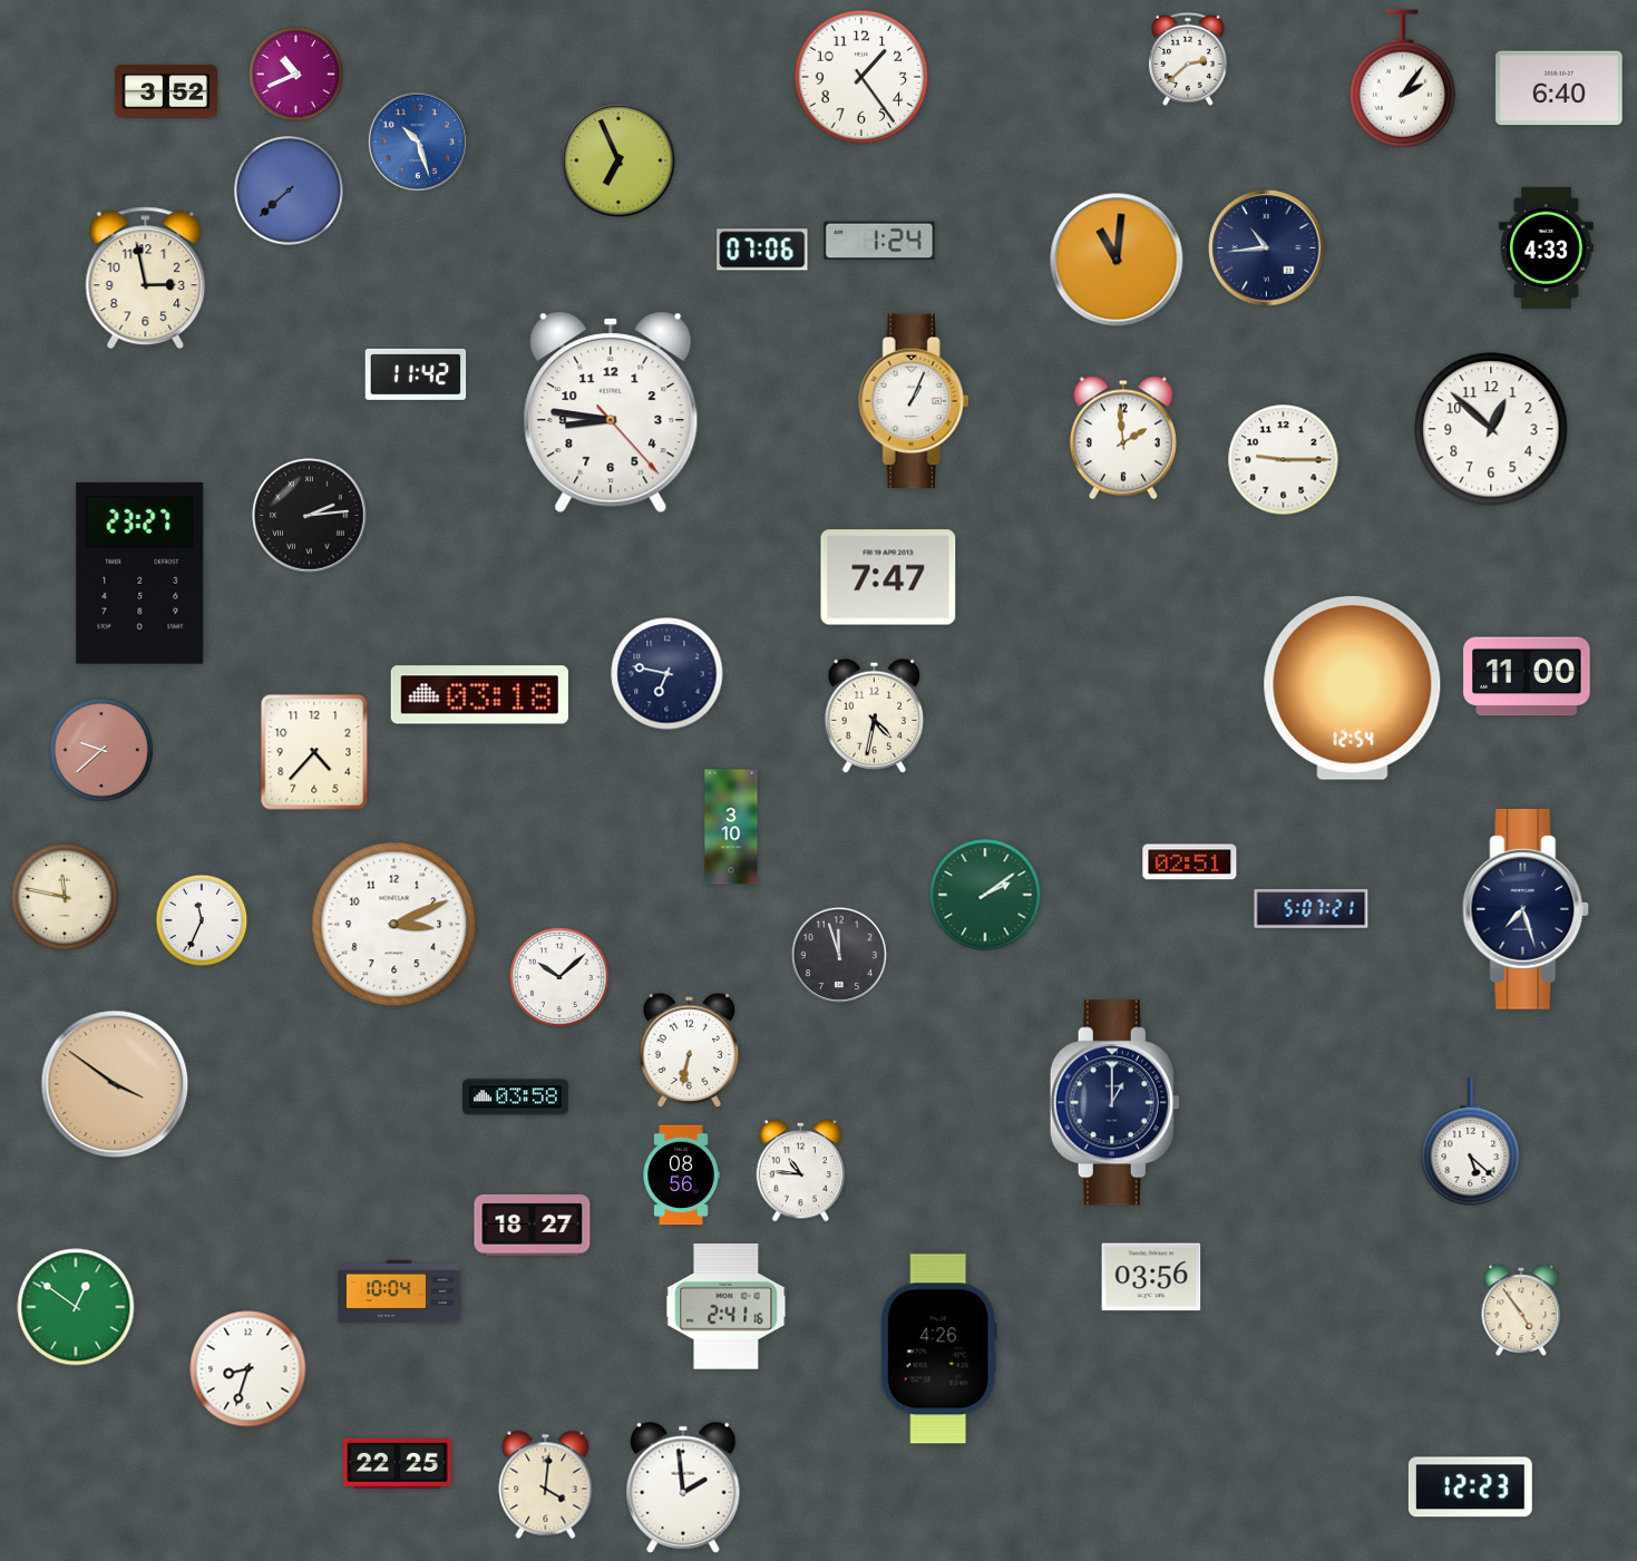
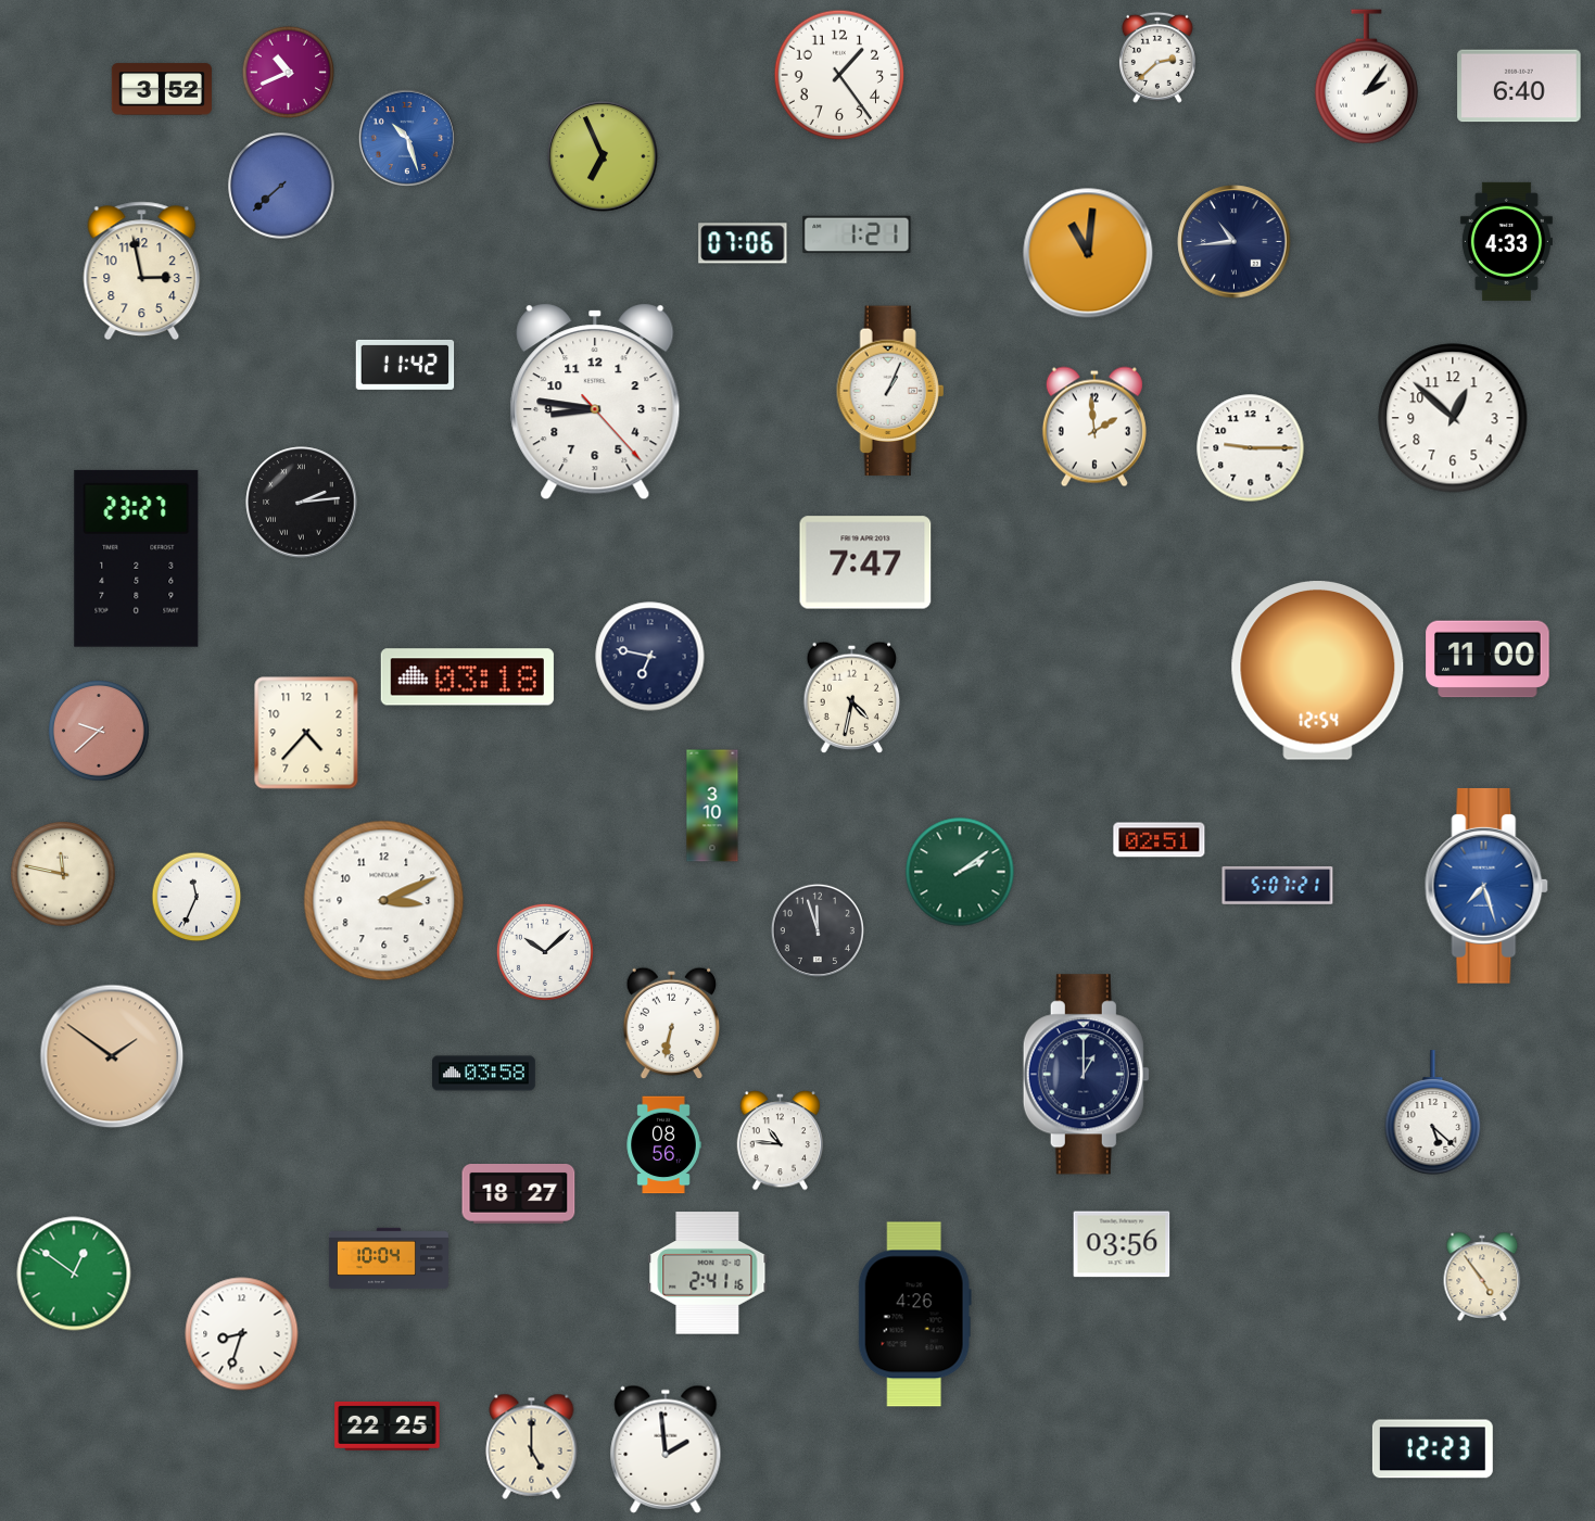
clock at (879, 241): 1:24 -> 1:21
clock at (1526, 909) dial: navy -> blue
clock at (115, 1084): 3:51 -> 1:51
clock at (516, 1097) position: (516, 1097) -> (484, 1074)
clock at (546, 1484): 4:01 -> 5:00
